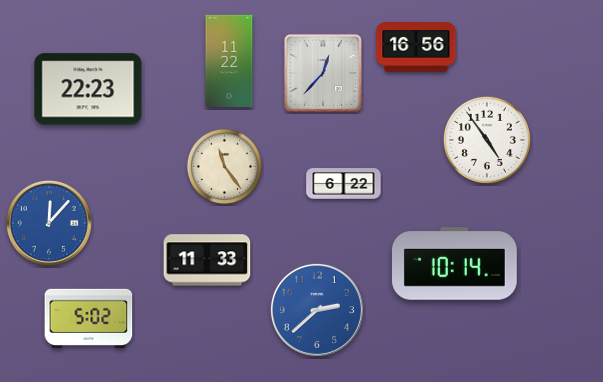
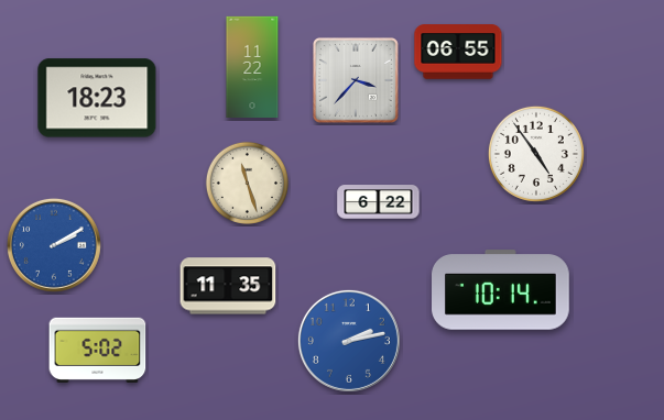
clock at (416, 47): 16:56 -> 06:55
clock at (323, 73): 12:37 -> 3:37
clock at (88, 89): 22:23 -> 18:23
clock at (224, 166): 11:24 -> 11:27
clock at (49, 223): 12:07 -> 2:10
clock at (207, 260): 11:33 -> 11:35
clock at (317, 310): 2:38 -> 2:13
